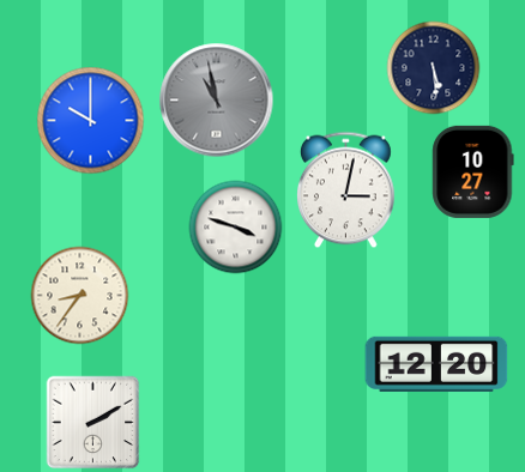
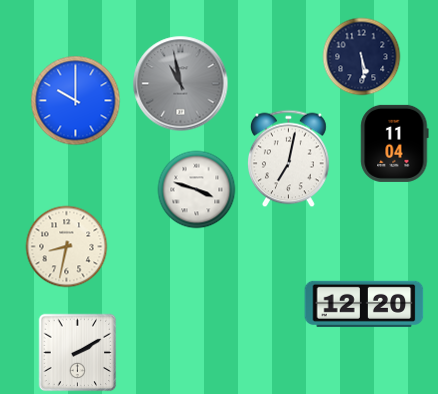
clock at (473, 171): 10:27 -> 11:04
clock at (346, 189): 3:02 -> 7:02
clock at (79, 295): 8:36 -> 8:32
